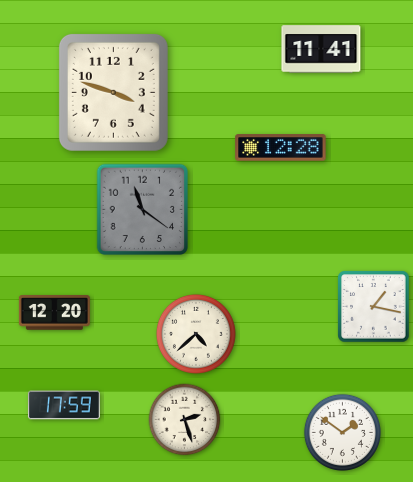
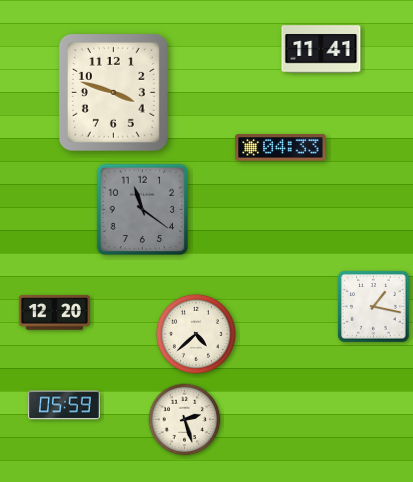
clock at (281, 148): 12:28 -> 04:33
clock at (64, 405): 17:59 -> 05:59
clock at (342, 432): 1:51 -> none
